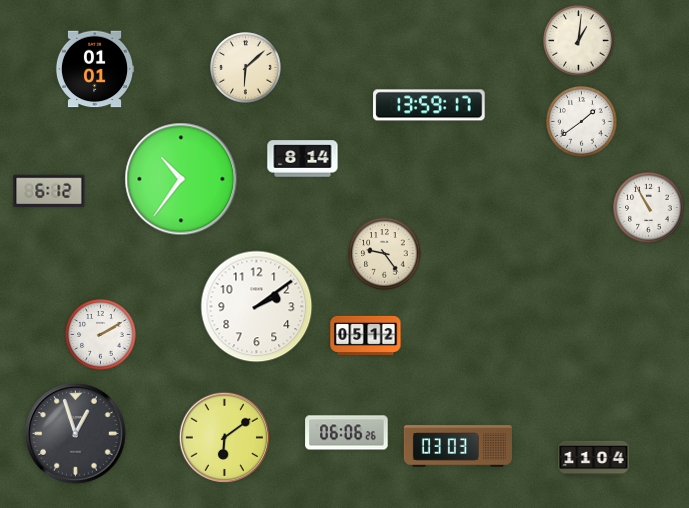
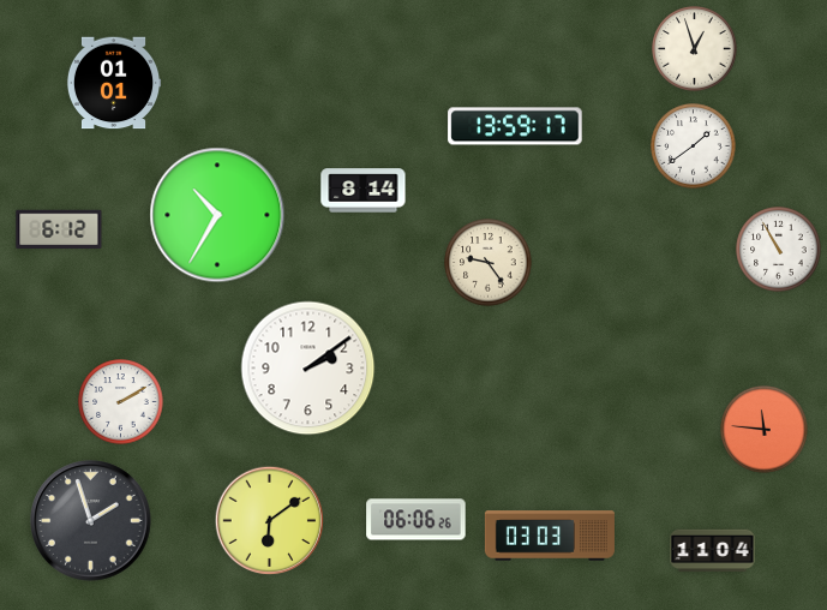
clock at (579, 41): 1:01 -> 12:57
clock at (246, 68): 6:08 -> none
clock at (582, 122) position: (582, 122) -> (694, 146)
clock at (181, 179): 10:36 -> 10:35
clock at (385, 254) position: (385, 254) -> (489, 263)
clock at (366, 335): 05:12 -> none
clock at (765, 430): none -> 11:46
clock at (76, 434): 12:57 -> 1:57
clock at (225, 438) position: (225, 438) -> (270, 521)
